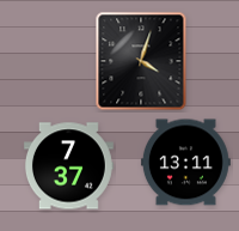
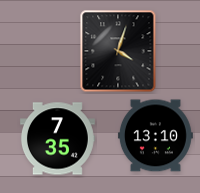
clock at (185, 163): 13:11 -> 13:10
clock at (68, 166): 7:37 -> 7:35
